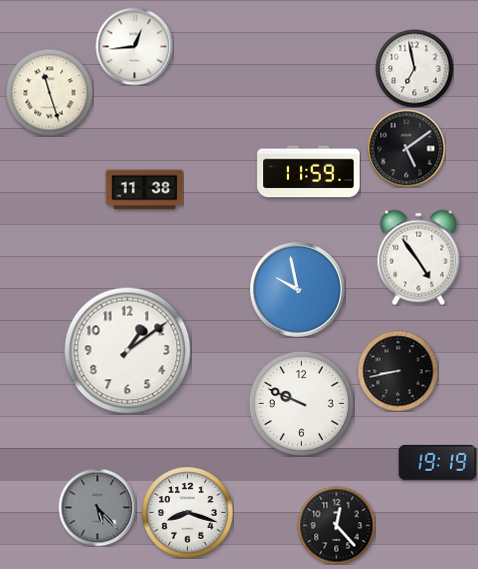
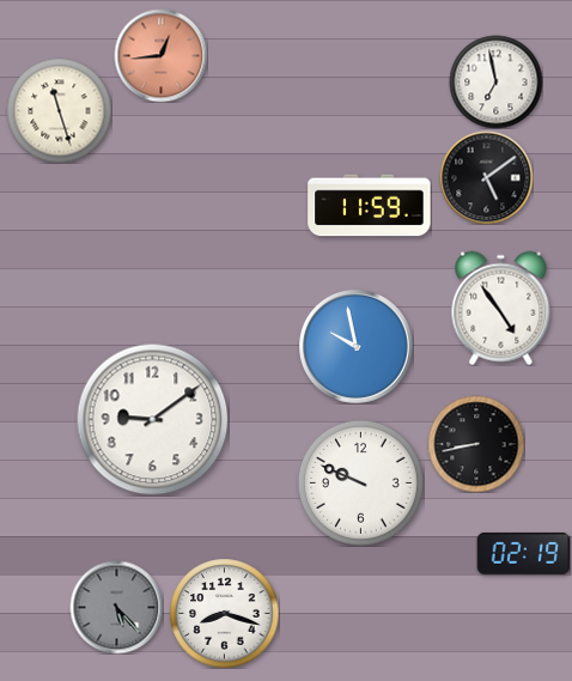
clock at (134, 46) dial: white -> salmon
clock at (144, 190): 11:38 -> none
clock at (127, 350): 1:09 -> 9:09
clock at (437, 462): 19:19 -> 02:19
clock at (336, 525): 12:23 -> none
